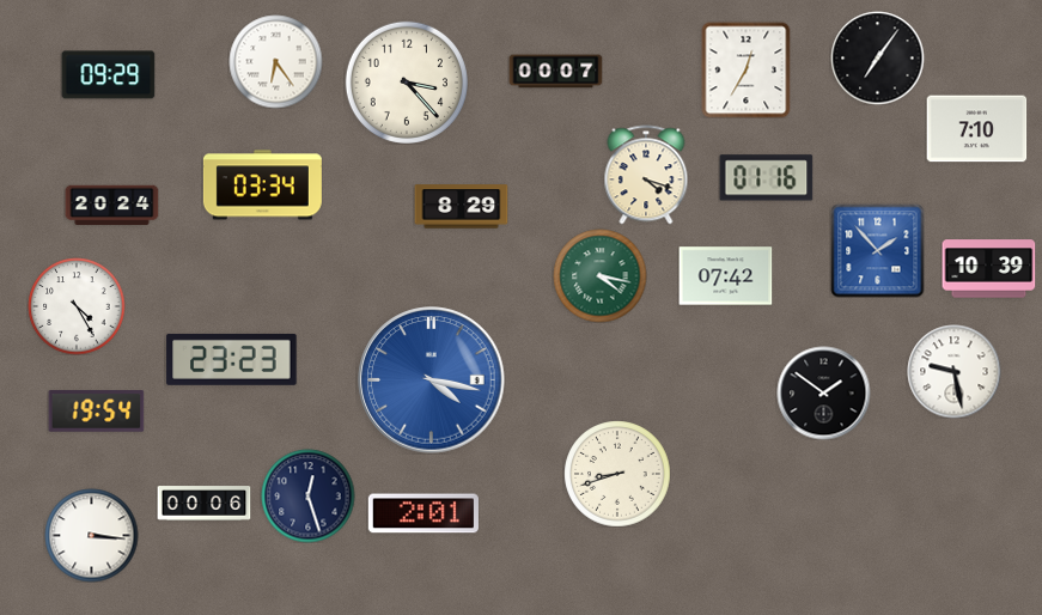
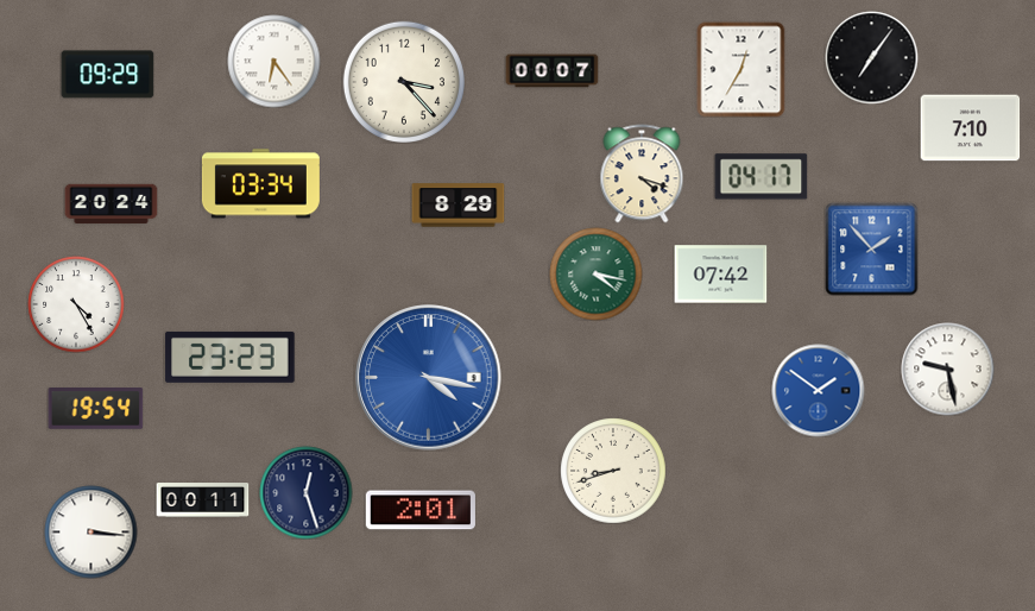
clock at (766, 178): 01:16 -> 04:17
clock at (988, 269): 10:39 -> none
clock at (823, 392) dial: black -> blue
clock at (203, 504): 00:06 -> 00:11
